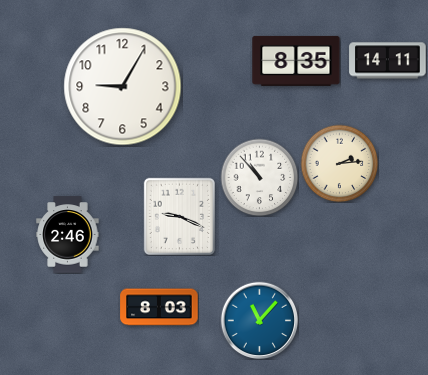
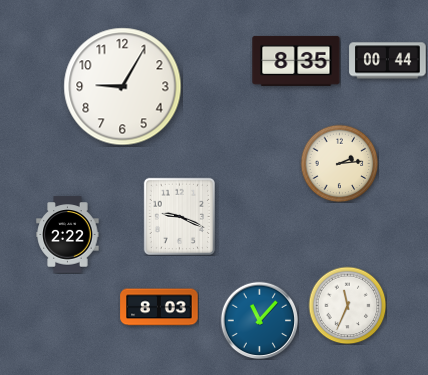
clock at (388, 61): 14:11 -> 00:44
clock at (259, 177): 10:53 -> none
clock at (68, 235): 2:46 -> 2:22
clock at (347, 305): none -> 11:34
